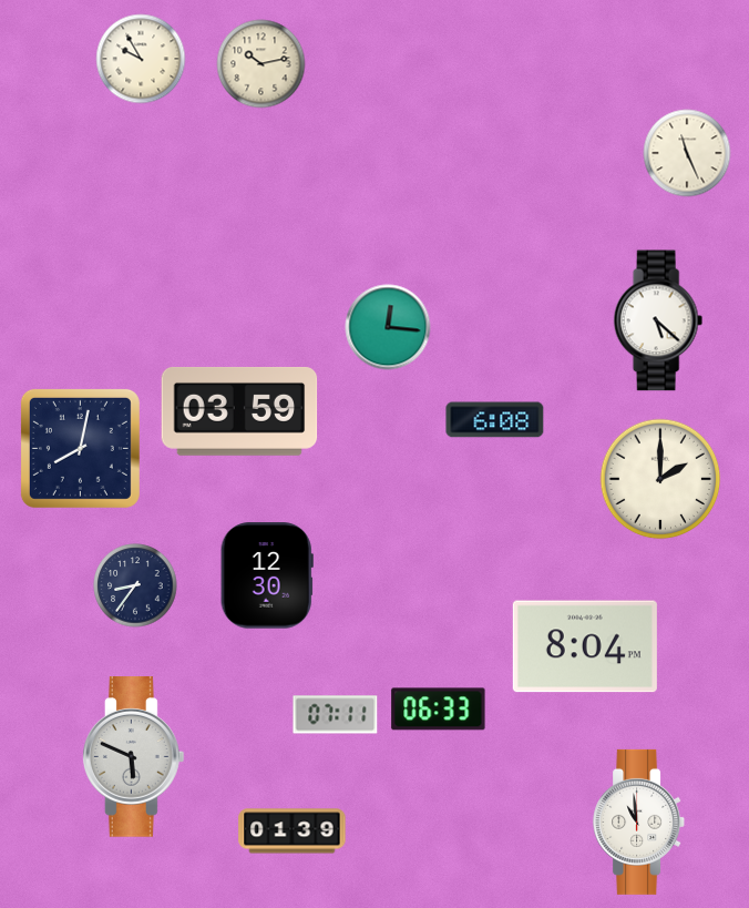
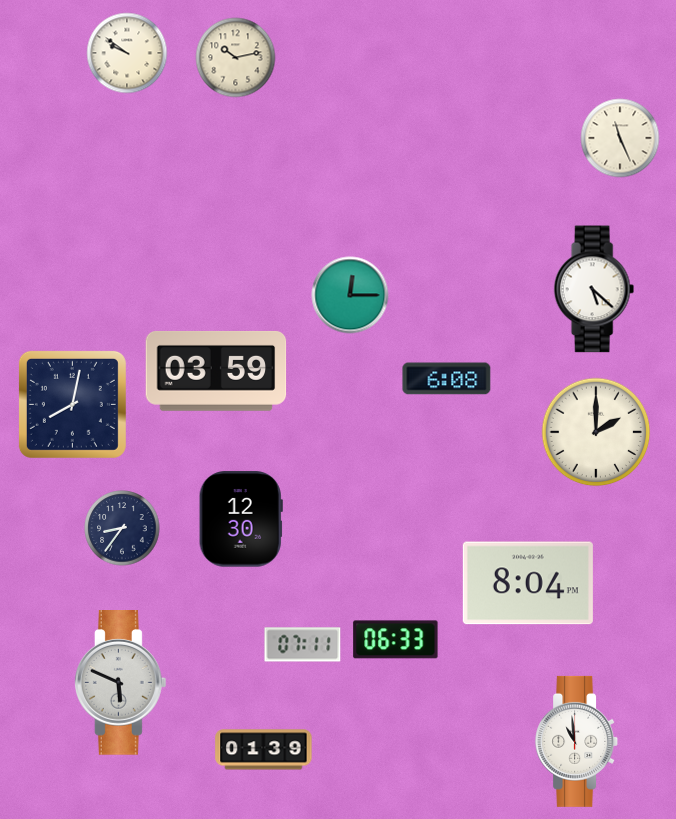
clock at (141, 59): 9:55 -> 9:51
clock at (388, 327): 12:16 -> 12:15
